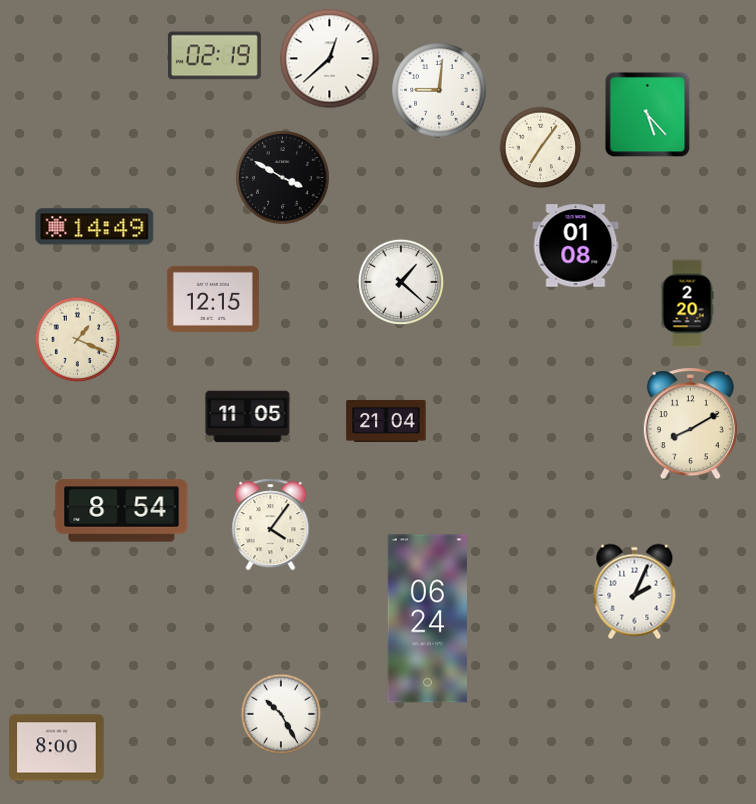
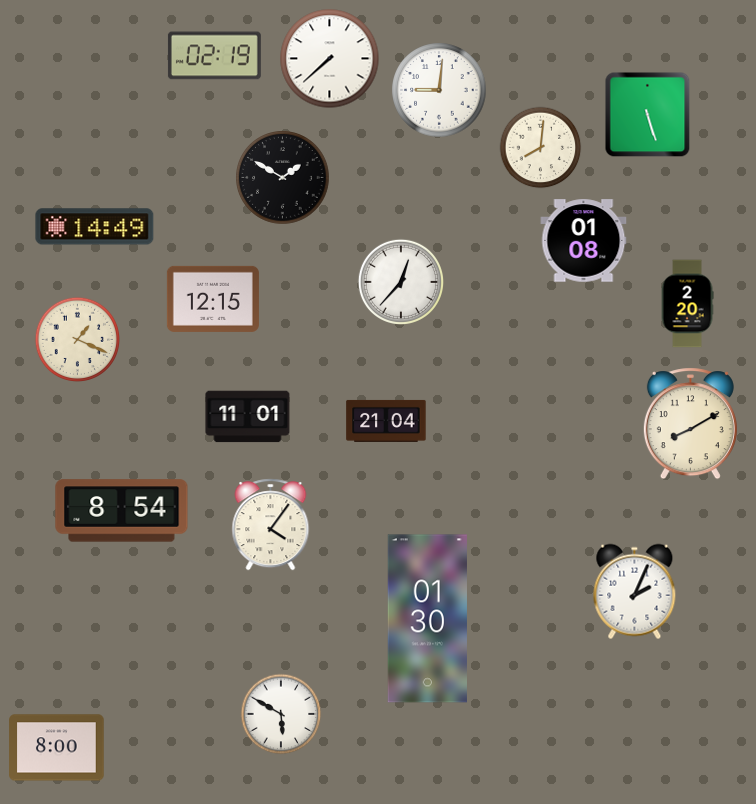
clock at (330, 59): 12:38 -> 7:38
clock at (648, 115): 5:23 -> 5:27
clock at (541, 148): 7:06 -> 8:01
clock at (283, 178): 3:50 -> 1:50
clock at (576, 246) position: (576, 246) -> (584, 241)
clock at (400, 281): 1:22 -> 12:37
clock at (248, 417): 11:05 -> 11:01
clock at (427, 619): 06:24 -> 01:30
clock at (281, 714): 10:25 -> 5:50
